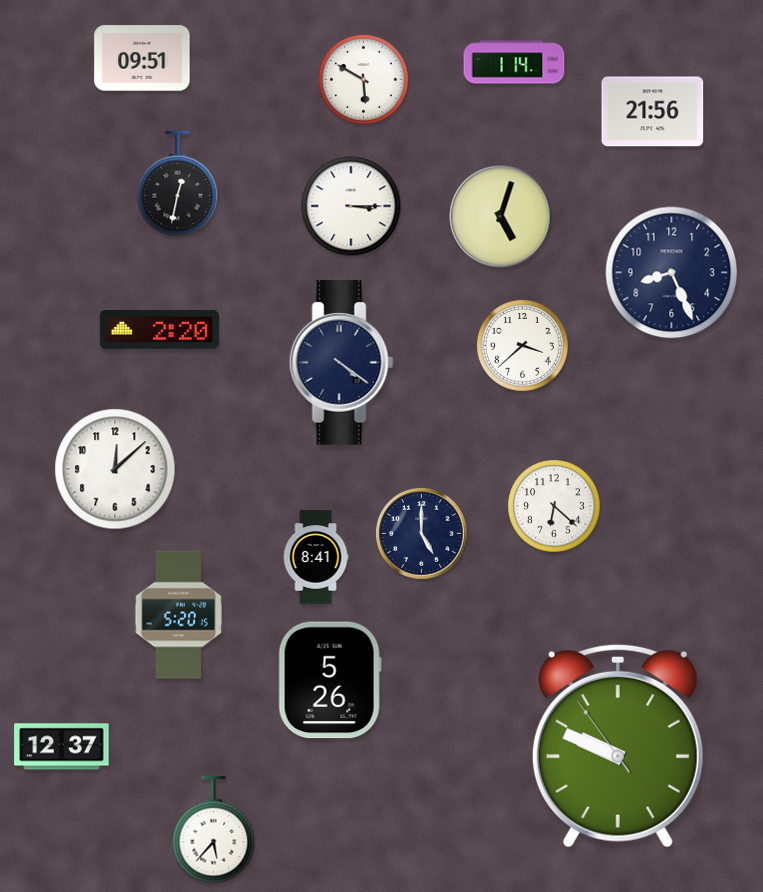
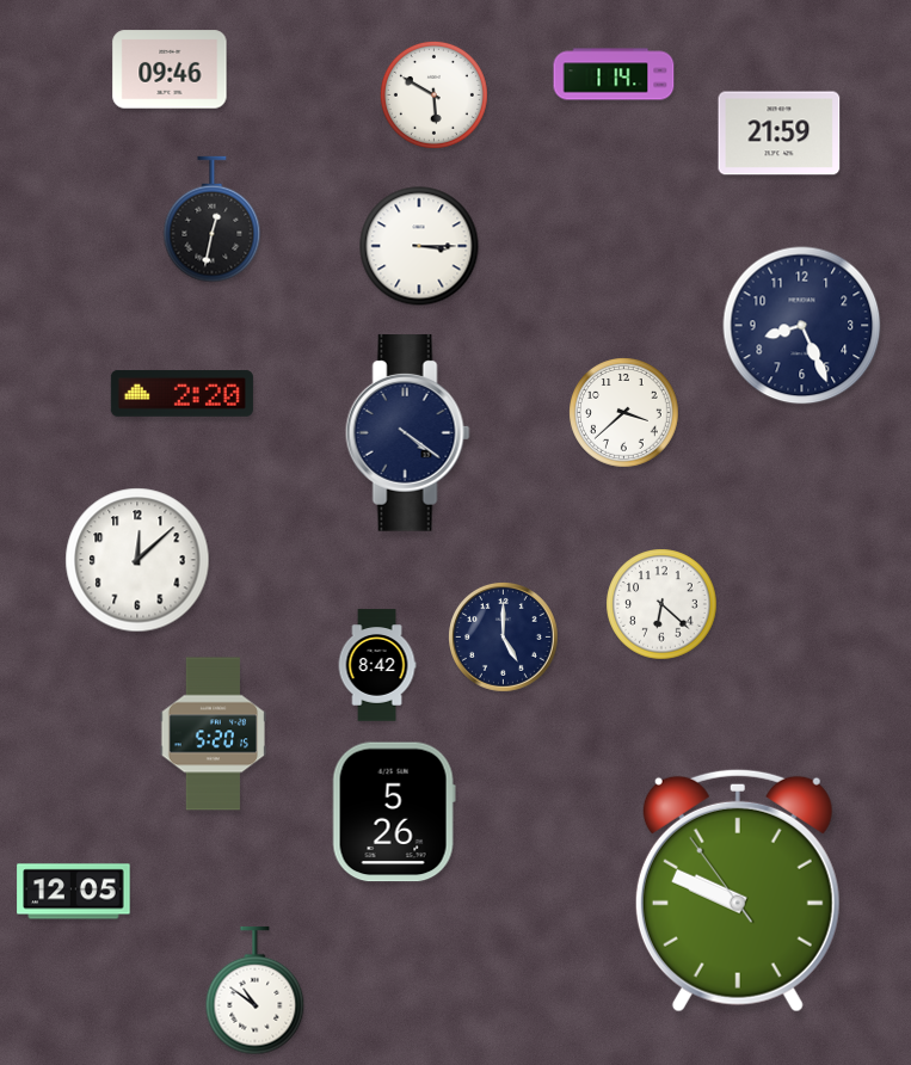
clock at (142, 58): 09:51 -> 09:46
clock at (653, 112): 21:56 -> 21:59
clock at (501, 217): 5:03 -> none
clock at (159, 329) position: (159, 329) -> (181, 393)
clock at (316, 557): 8:41 -> 8:42
clock at (62, 747): 12:37 -> 12:05
clock at (214, 830): 5:37 -> 10:51
